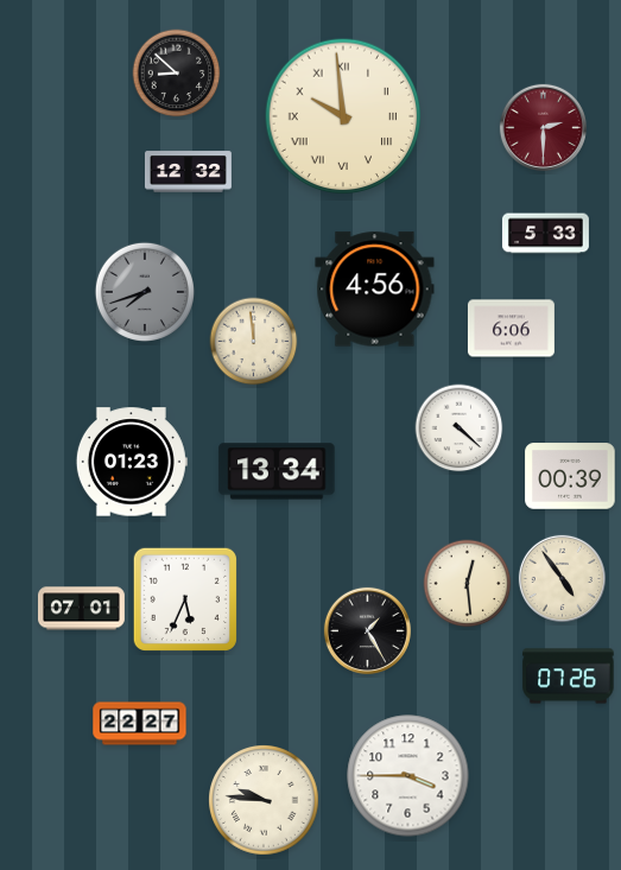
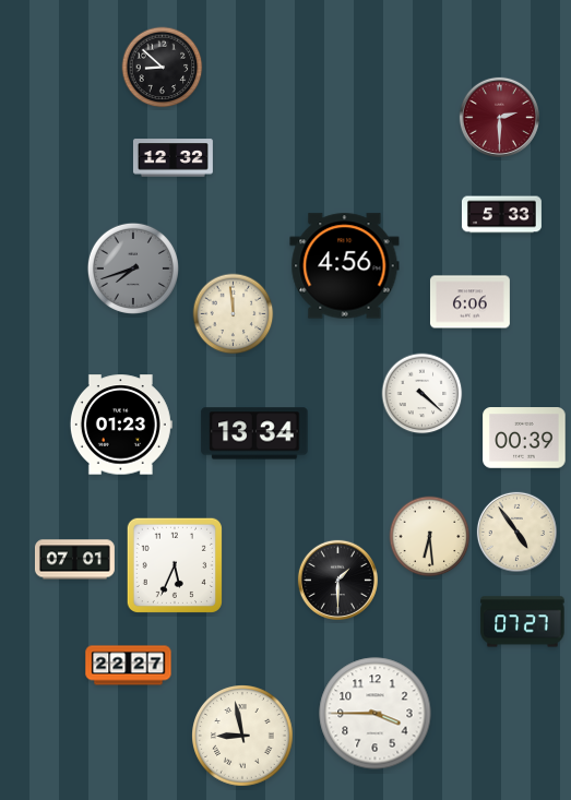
clock at (343, 116): 9:59 -> none
clock at (468, 584): 12:29 -> 6:29
clock at (184, 598) position: (184, 598) -> (174, 564)
clock at (367, 630): 1:25 -> 1:30
clock at (569, 677): 07:26 -> 07:27
clock at (265, 801): 9:46 -> 8:58
